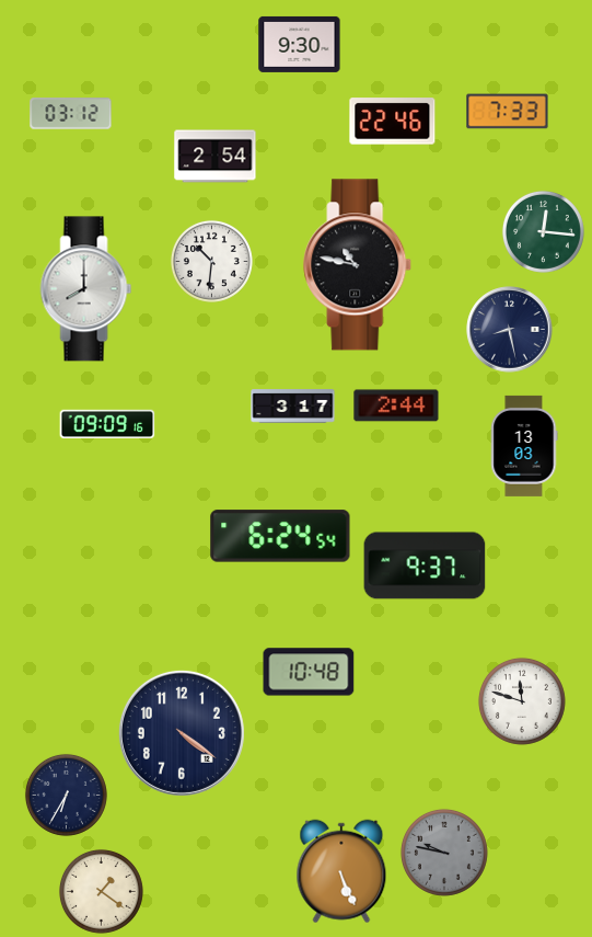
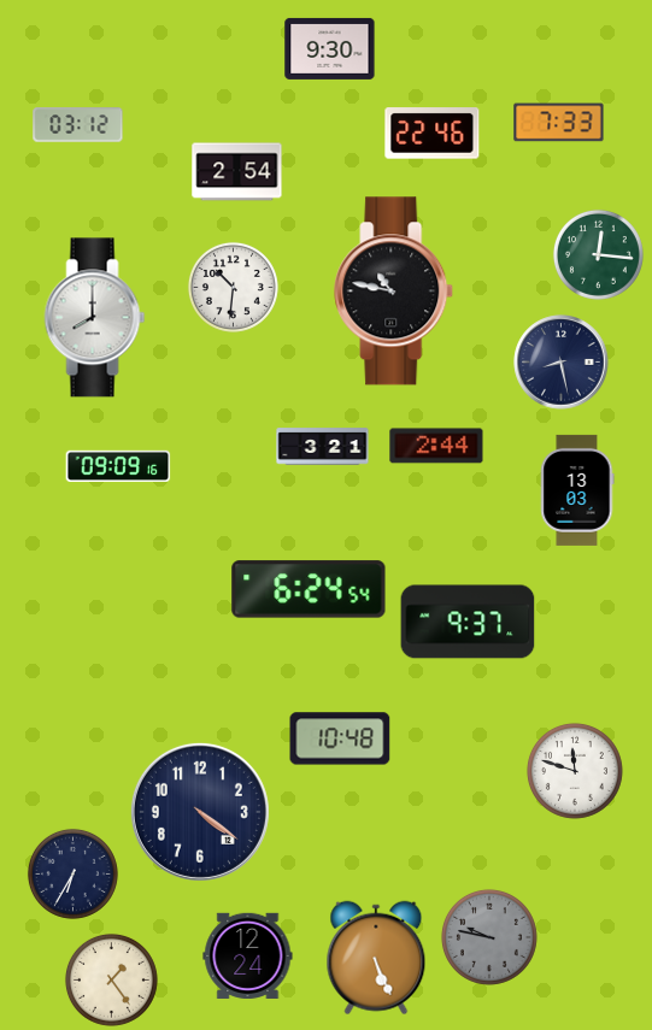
clock at (293, 407): 3:17 -> 3:21
clock at (182, 733) position: (182, 733) -> (200, 812)
clock at (248, 955): none -> 12:24
clock at (101, 891): 1:21 -> 1:24
